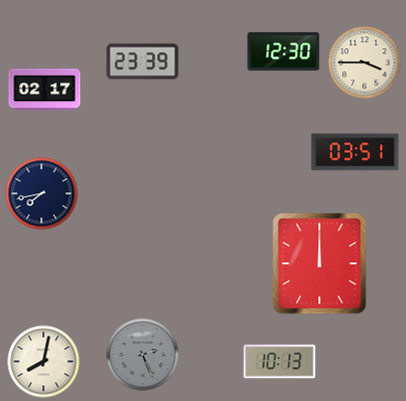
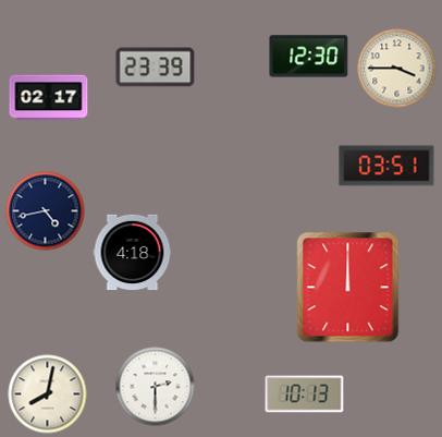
clock at (42, 194): 7:43 -> 4:43
clock at (133, 253): none -> 4:18
clock at (143, 355): 2:26 -> 2:30
clock at (143, 355) dial: grey -> white
